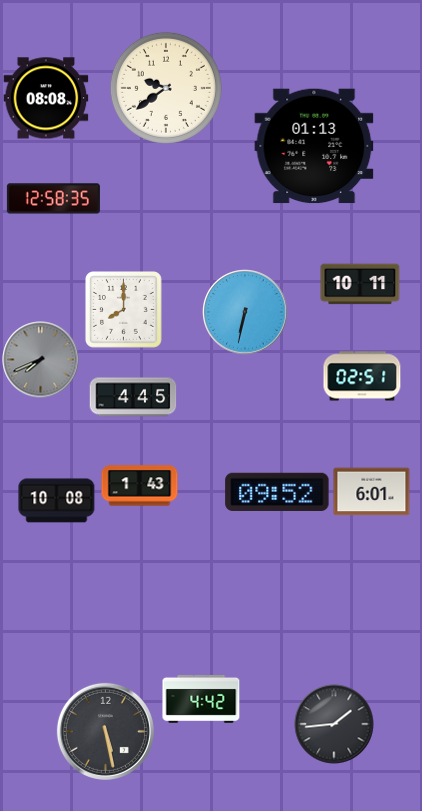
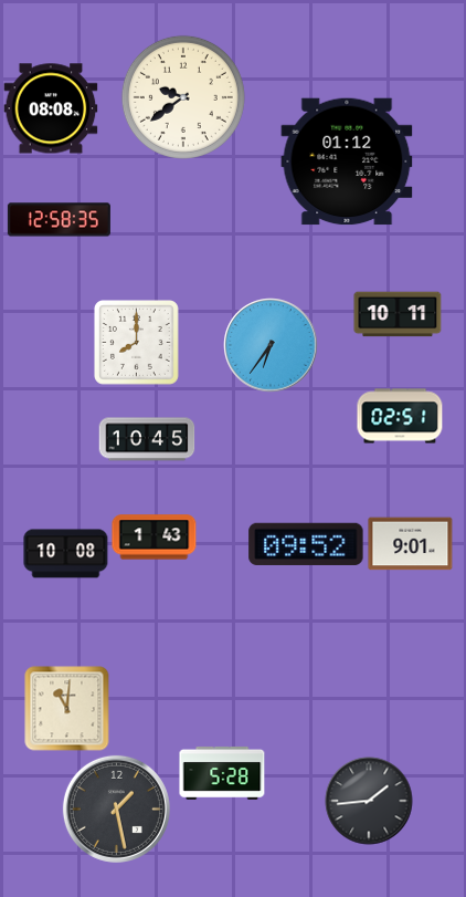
clock at (314, 146): 01:13 -> 01:12
clock at (245, 312): 6:32 -> 6:36
clock at (41, 360): 7:41 -> none
clock at (133, 397): 4:45 -> 10:45
clock at (372, 492): 6:01 -> 9:01
clock at (57, 501) position: (57, 501) -> (66, 554)
clock at (67, 709): none -> 11:01
clock at (201, 699): 4:42 -> 5:28
clock at (105, 731): 5:28 -> 1:28
